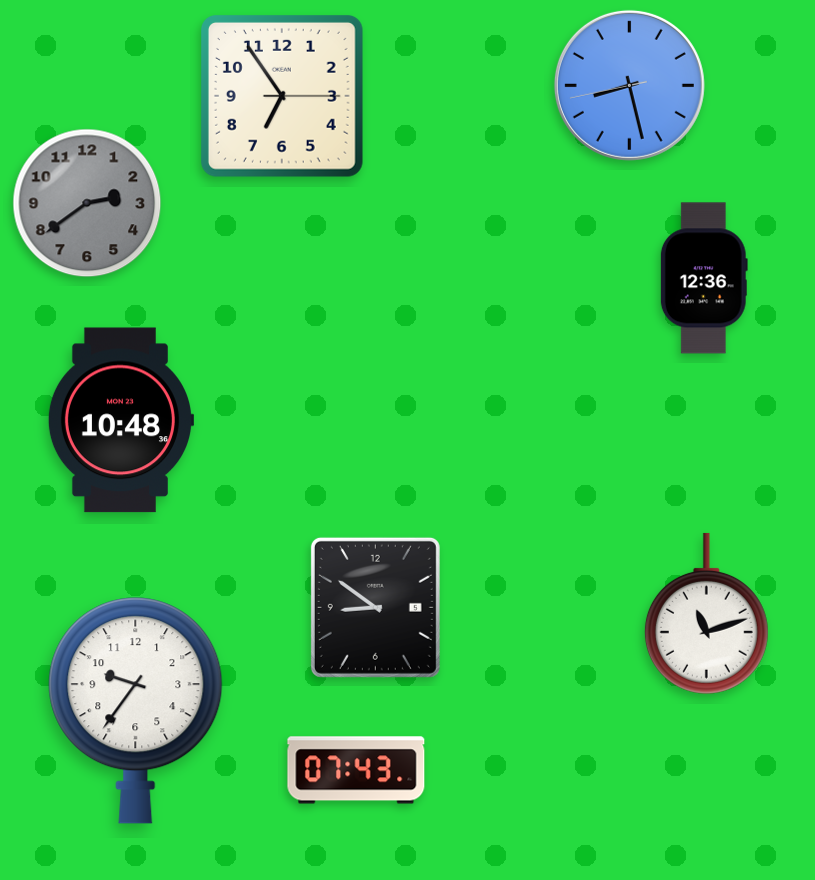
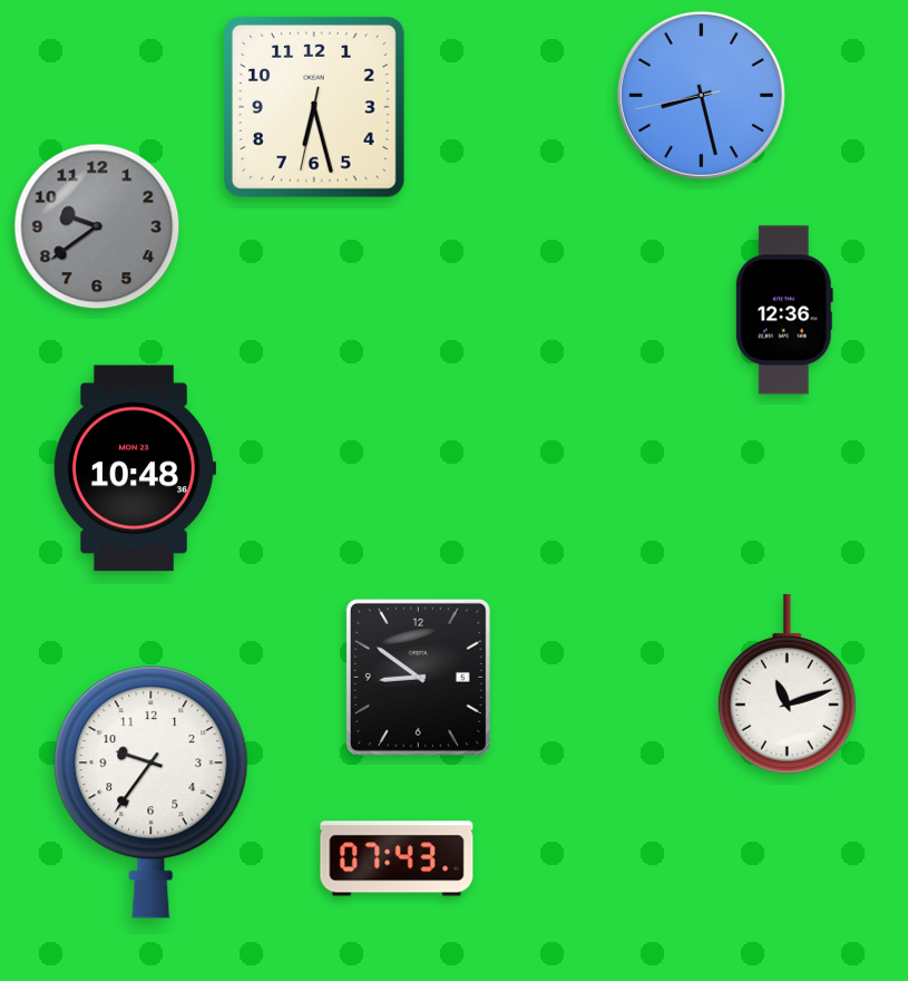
clock at (282, 96): 6:54 -> 6:27
clock at (87, 203): 2:39 -> 9:39
